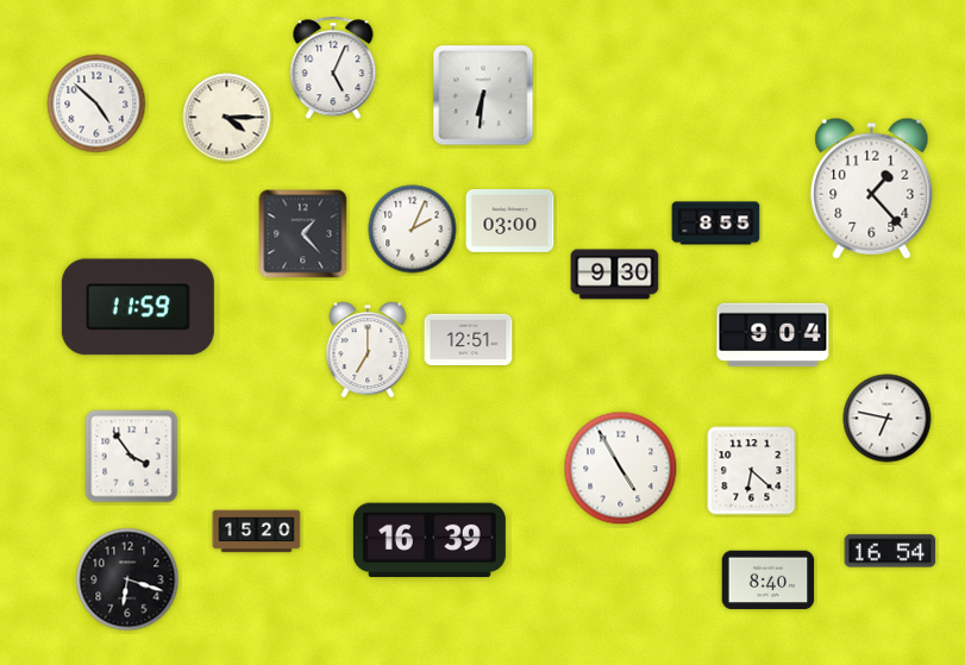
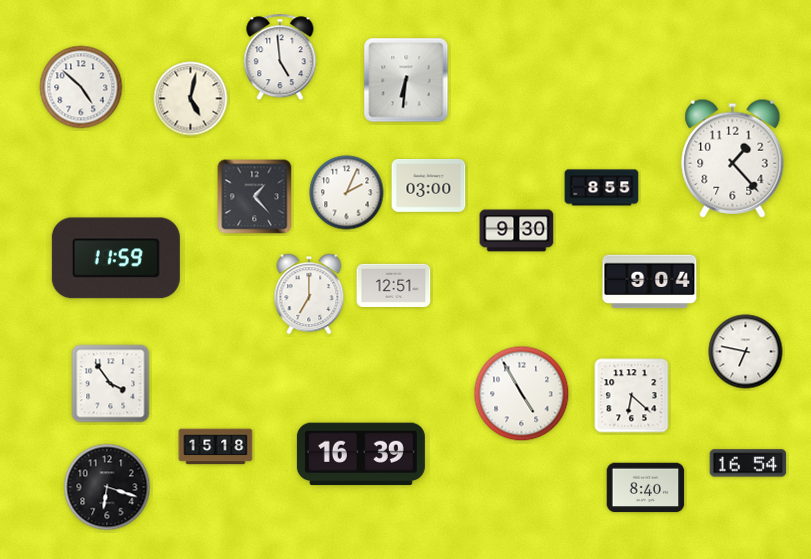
clock at (333, 68): 5:04 -> 4:59
clock at (227, 118): 4:15 -> 5:02
clock at (257, 532): 15:20 -> 15:18
